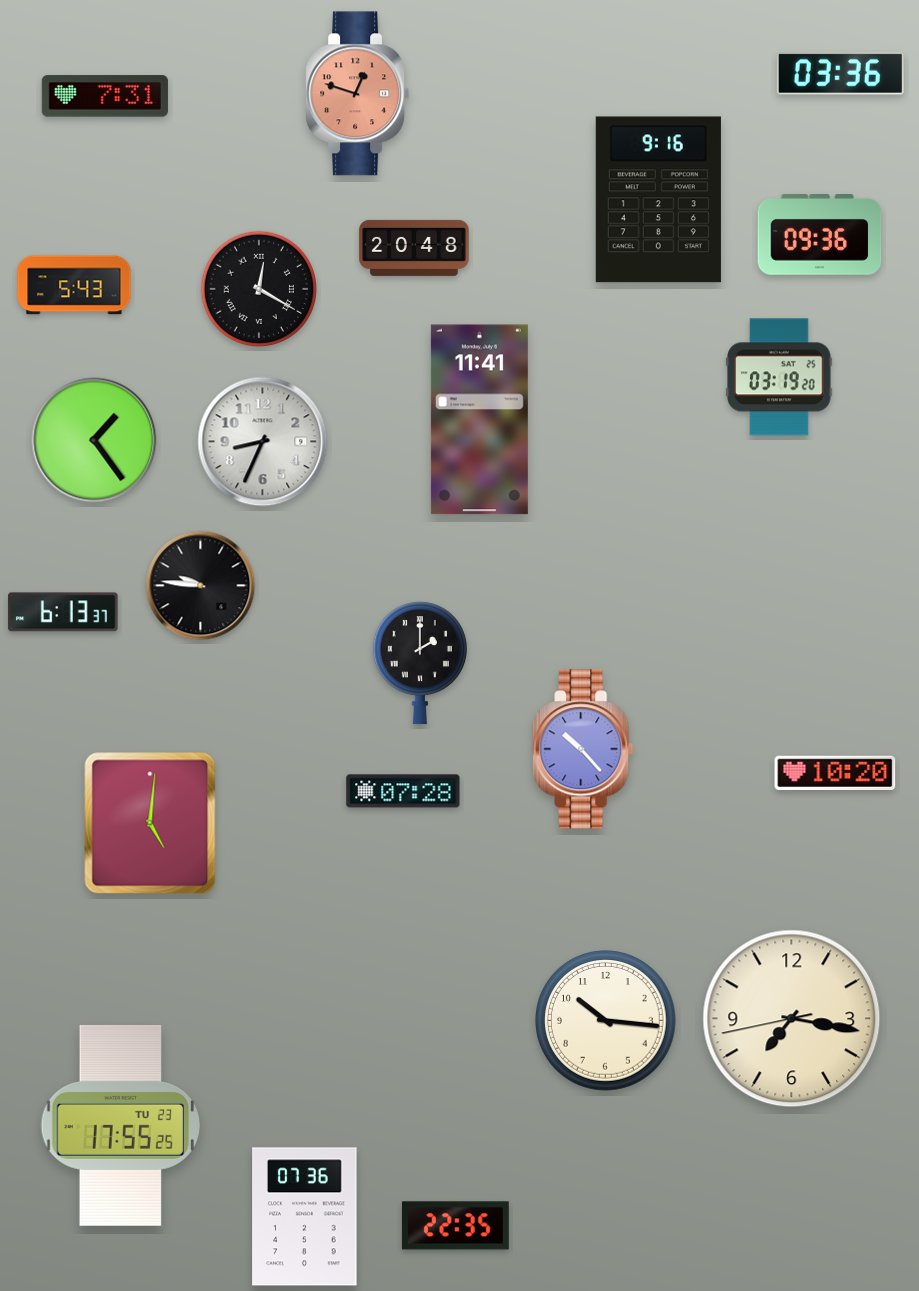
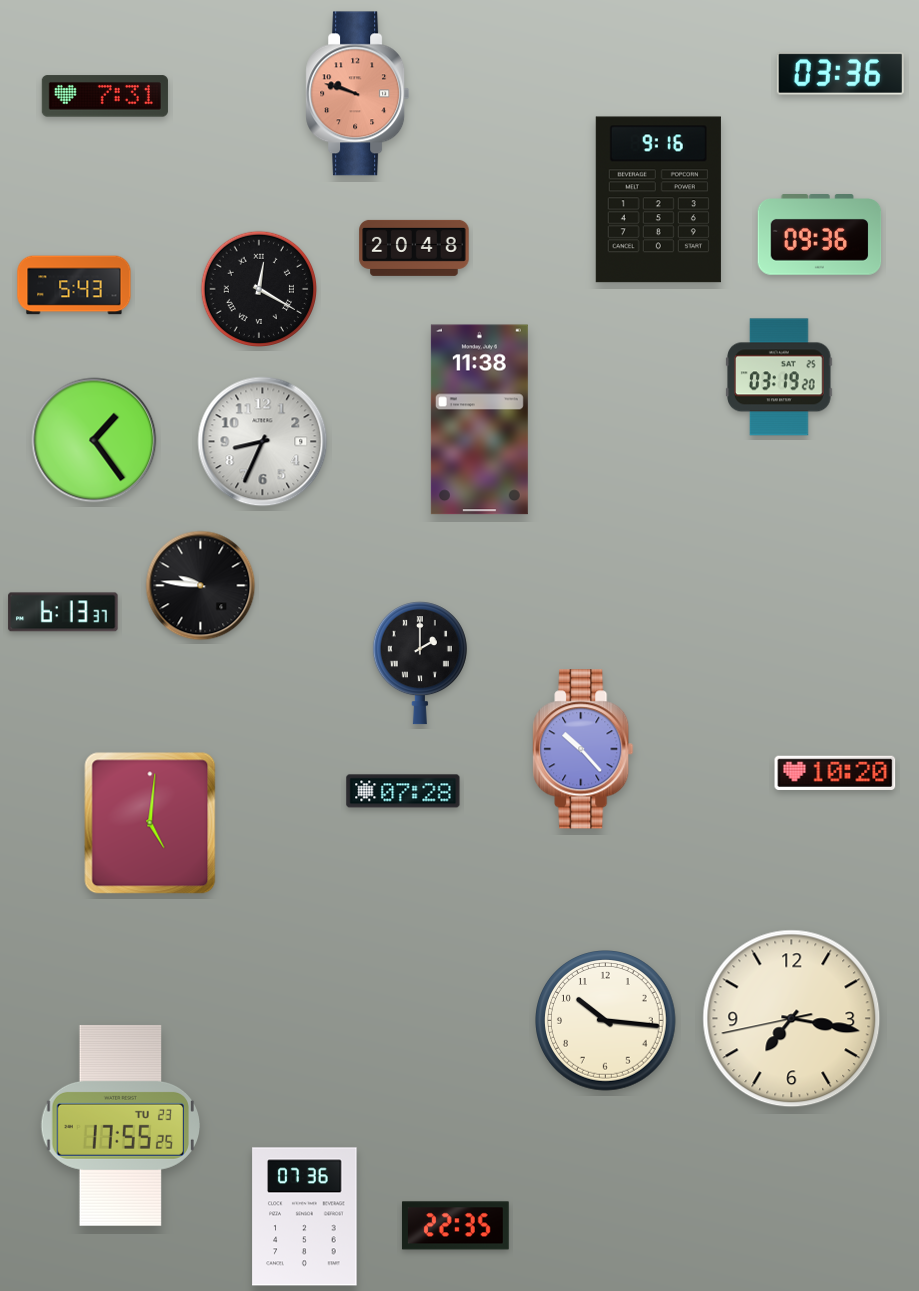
clock at (358, 94): 12:48 -> 9:48
clock at (479, 420): 11:41 -> 11:38
